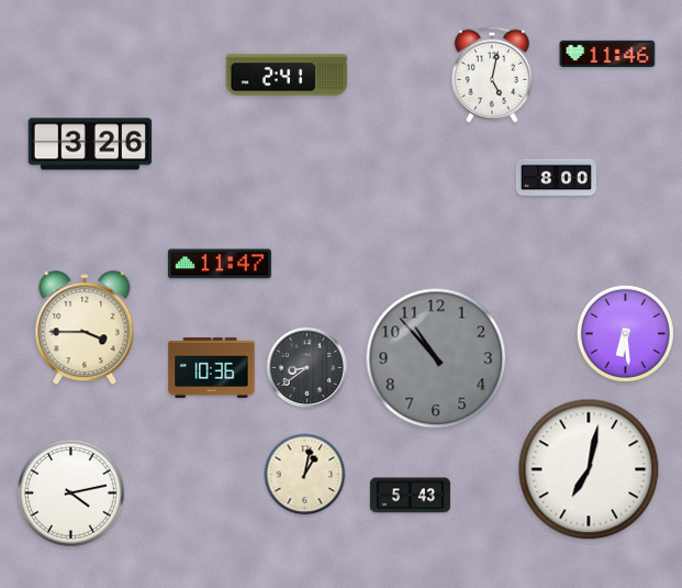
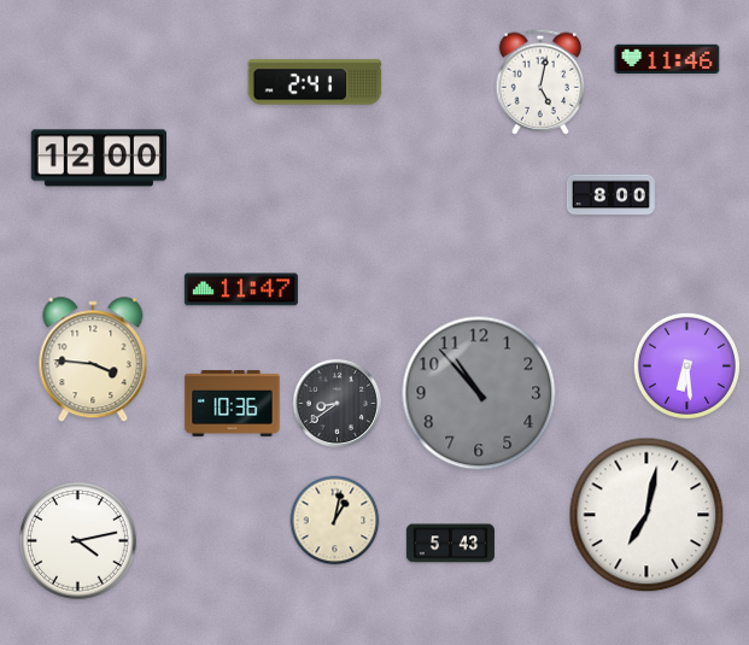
clock at (89, 144): 3:26 -> 12:00
clock at (85, 329): 3:45 -> 3:46
